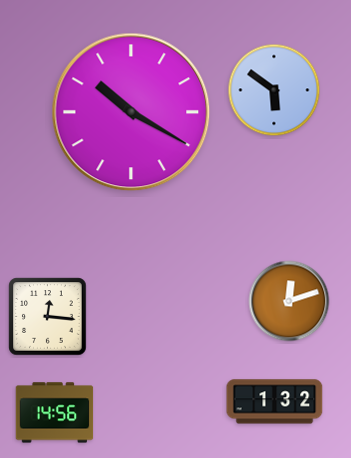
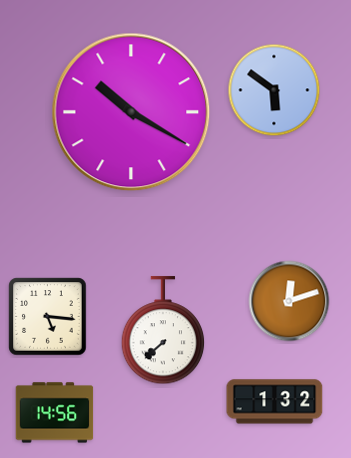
clock at (48, 317): 12:16 -> 5:16
clock at (163, 331): none -> 7:38
